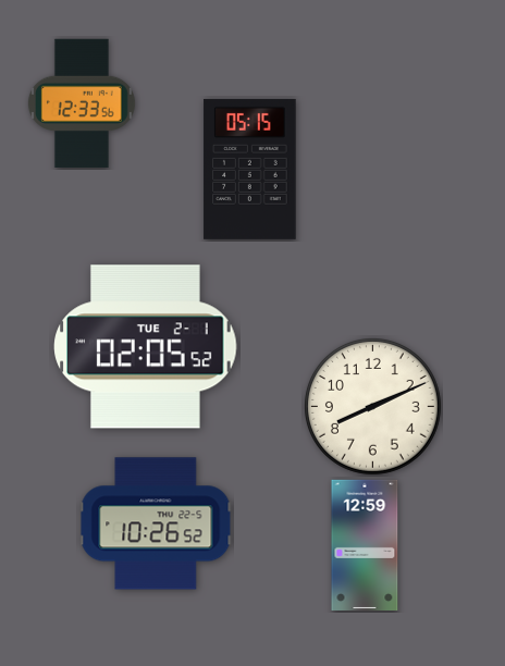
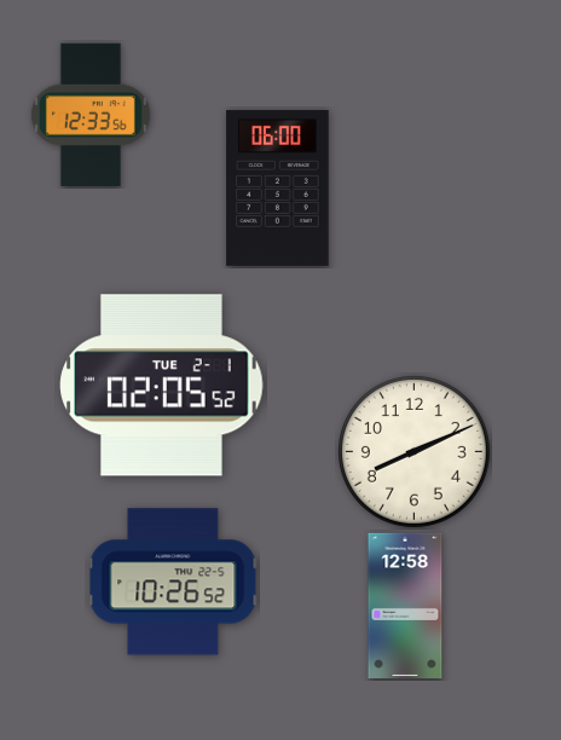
clock at (250, 169): 05:15 -> 06:00
clock at (365, 544): 12:59 -> 12:58
